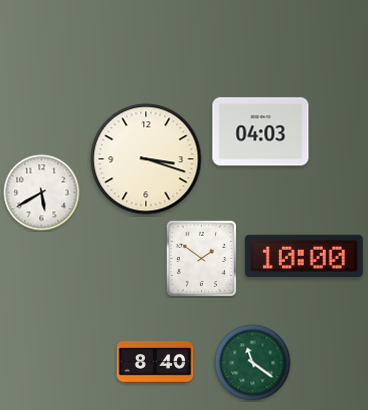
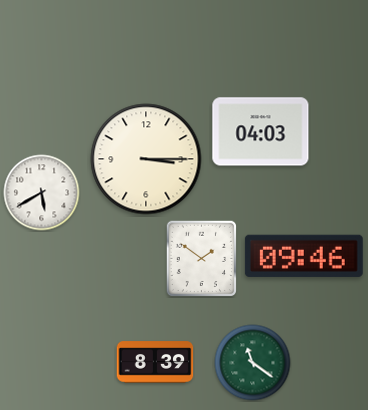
clock at (146, 159): 3:18 -> 3:15
clock at (304, 256): 10:00 -> 09:46
clock at (155, 362): 8:40 -> 8:39
